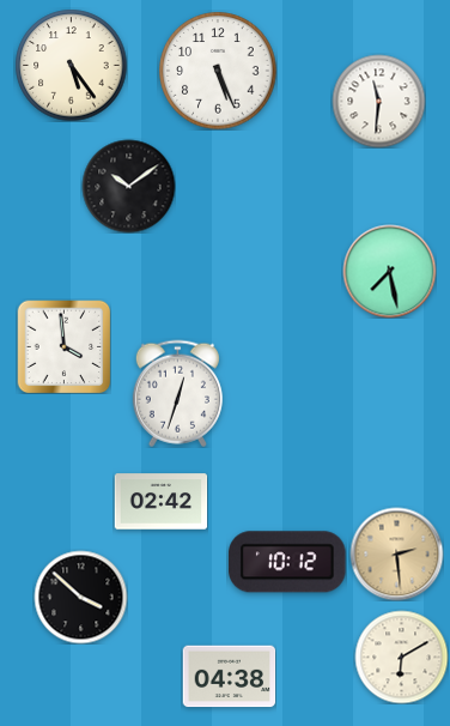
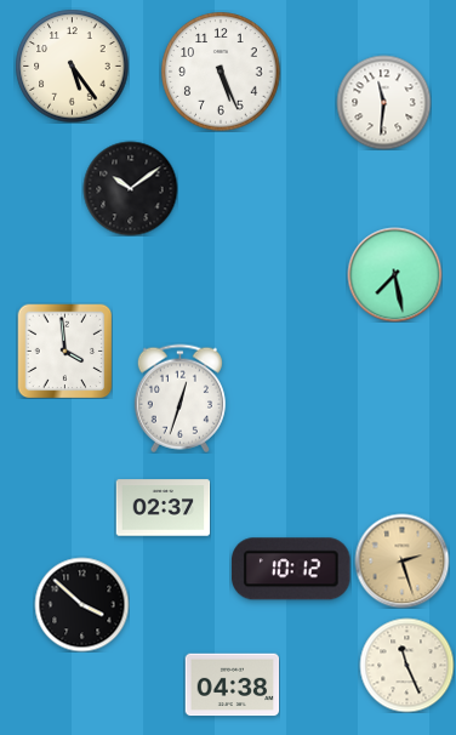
clock at (160, 502): 02:42 -> 02:37
clock at (396, 553): 2:29 -> 2:27
clock at (401, 657): 6:10 -> 11:26
